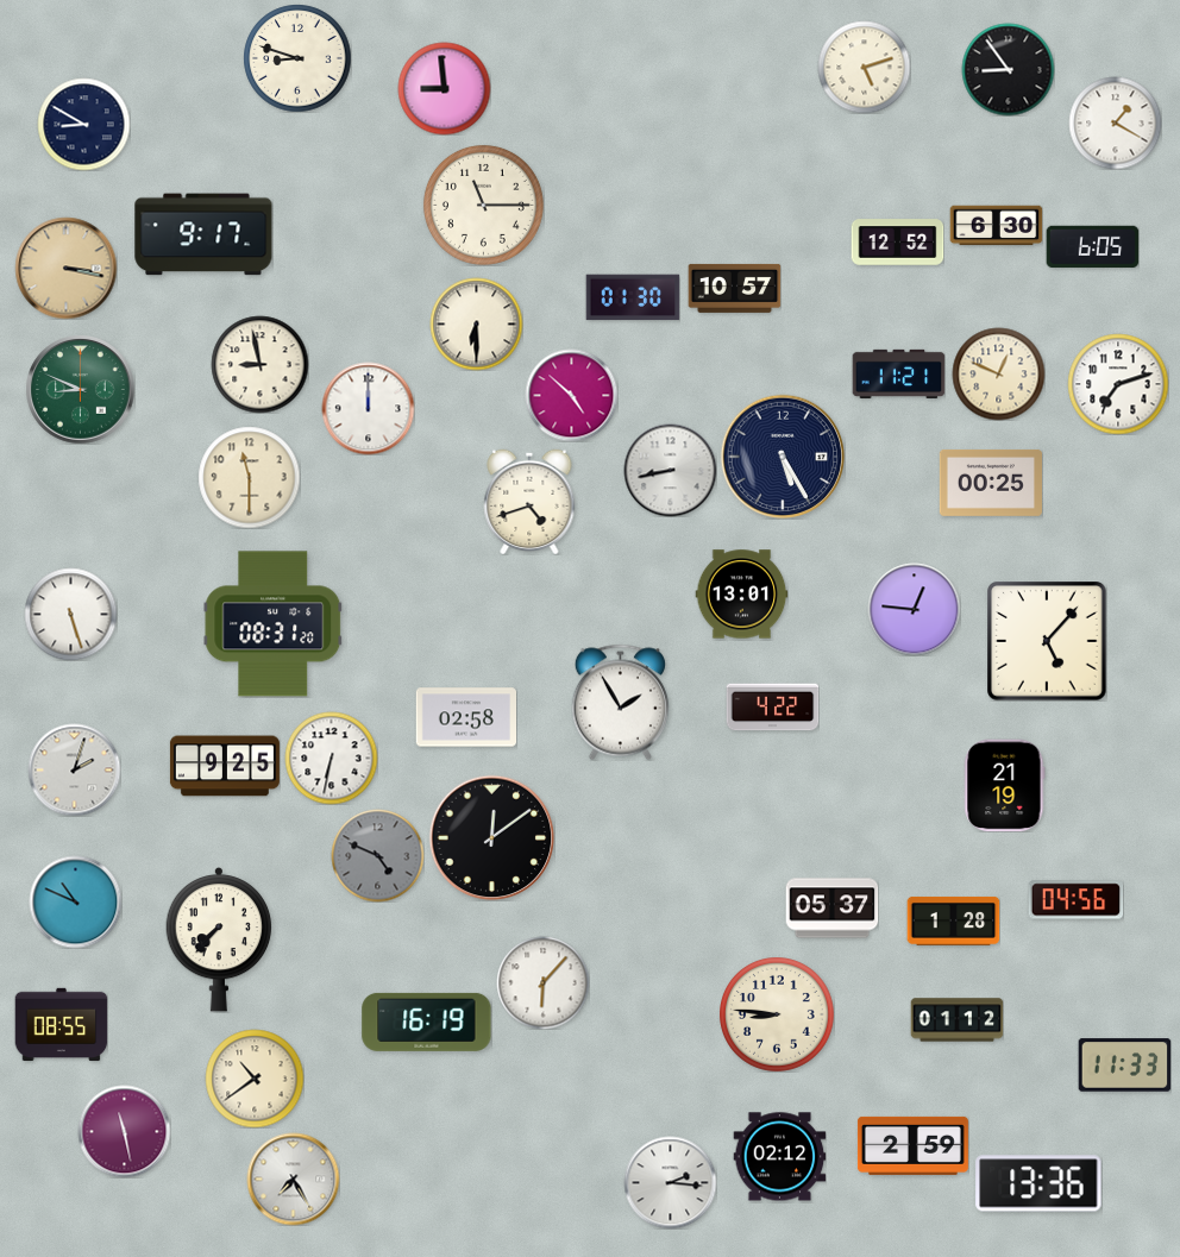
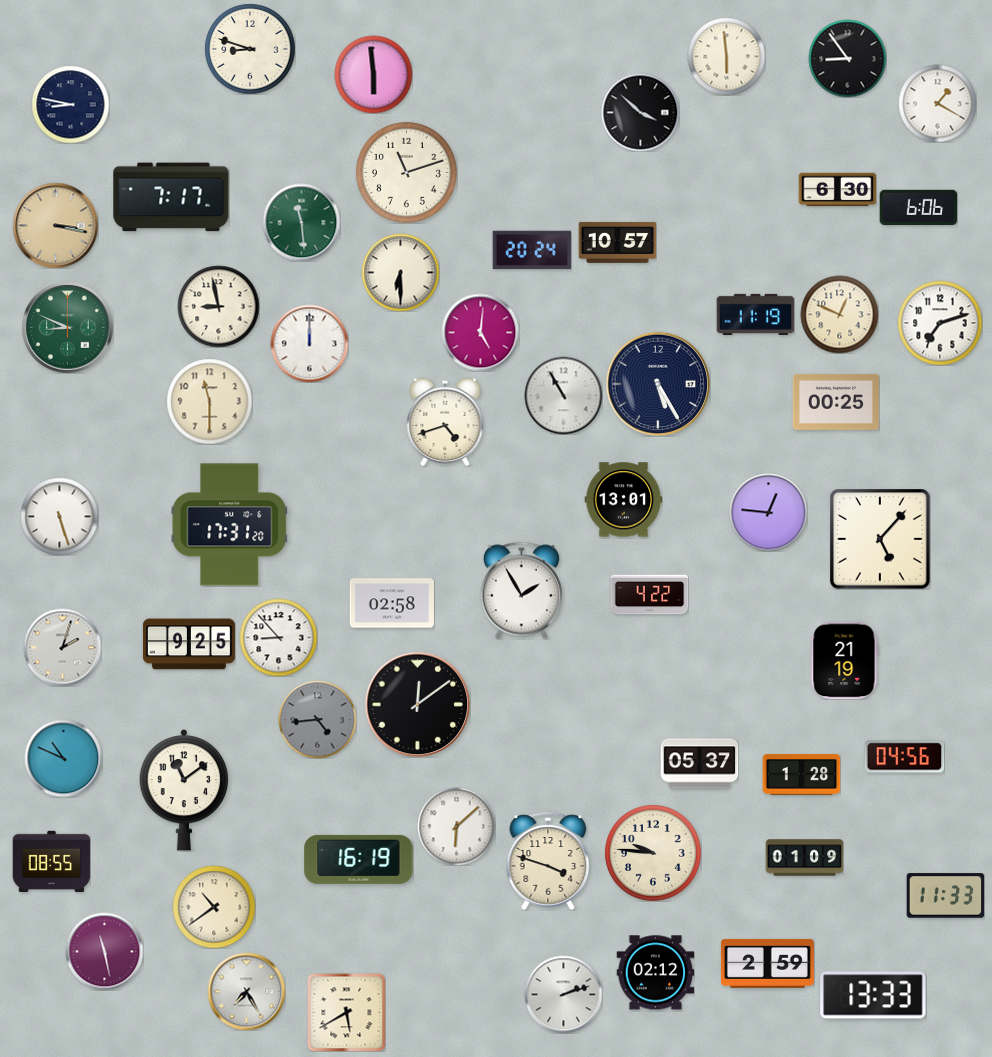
clock at (864, 67): 5:12 -> 5:59
clock at (444, 88): 8:59 -> 5:59
clock at (83, 124): 8:50 -> 8:47
clock at (640, 112): none -> 3:52
clock at (483, 205): 11:15 -> 11:12
clock at (203, 234): 9:17 -> 7:17
clock at (897, 243): 12:52 -> none
clock at (1092, 247): 6:05 -> 6:06
clock at (301, 222): none -> 11:29
clock at (633, 297): 01:30 -> 20:24
clock at (898, 373): 11:21 -> 11:19
clock at (571, 395): 4:52 -> 5:01
clock at (670, 470): 8:43 -> 10:55
clock at (991, 483) position: (991, 483) -> (836, 402)
clock at (274, 624): 08:31 -> 17:31
clock at (331, 758): 6:32 -> 8:53
clock at (491, 837) position: (491, 837) -> (417, 704)
clock at (377, 855): 4:49 -> 4:44
clock at (219, 939): 7:37 -> 11:09
clock at (542, 982): 6:07 -> 6:08
clock at (777, 1014): 8:46 -> 9:46
clock at (956, 1020): 01:12 -> 01:09
clock at (548, 861): none -> 3:48
clock at (670, 1182): 2:16 -> 2:12
clock at (1038, 1183): 13:36 -> 13:33
clock at (346, 1012): none -> 5:40
